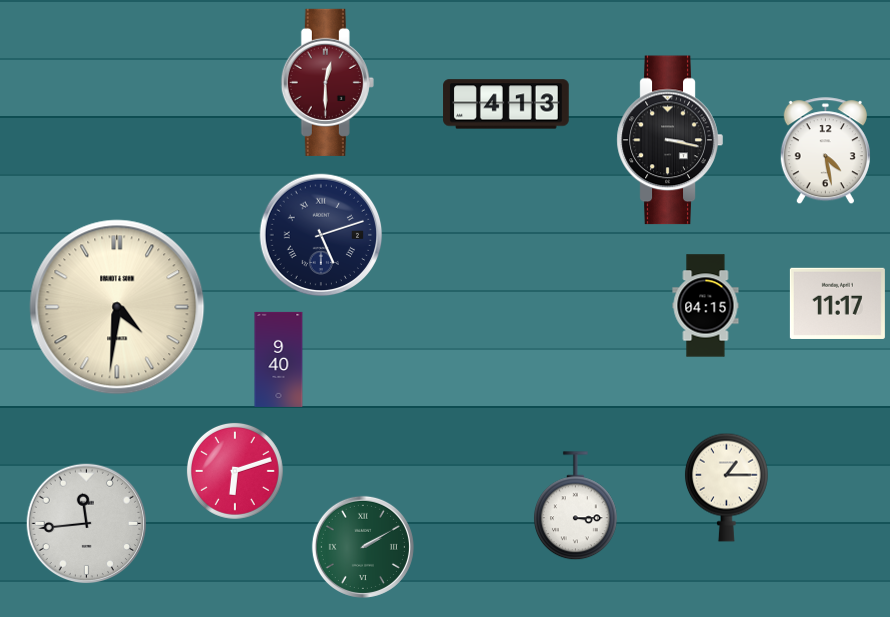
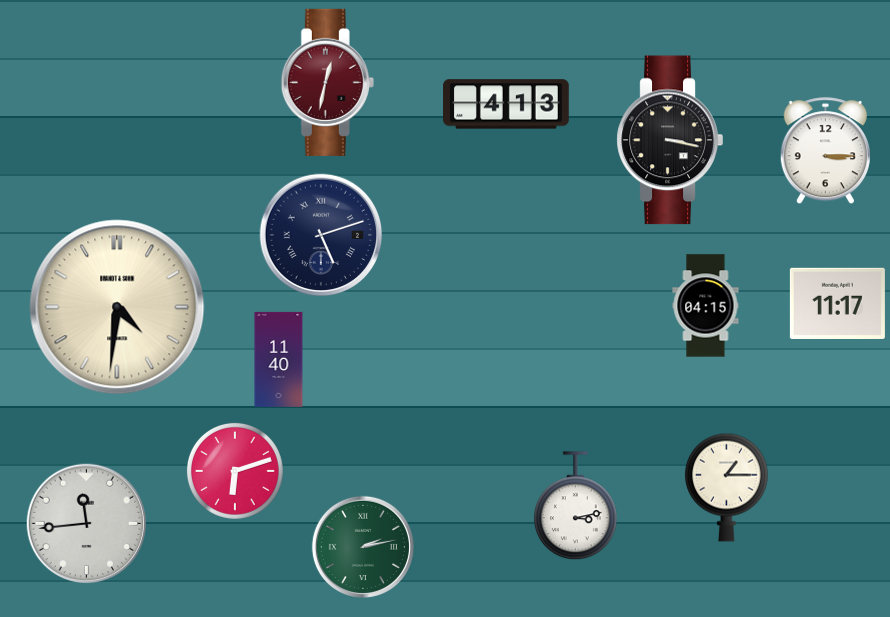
clock at (327, 82): 12:30 -> 12:32
clock at (825, 151): 4:28 -> 3:15
clock at (279, 359): 9:40 -> 11:40
clock at (575, 506): 3:15 -> 3:13
clock at (363, 547): 2:10 -> 2:13
